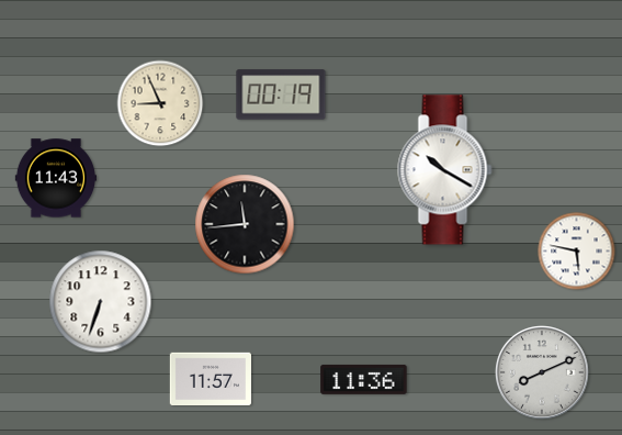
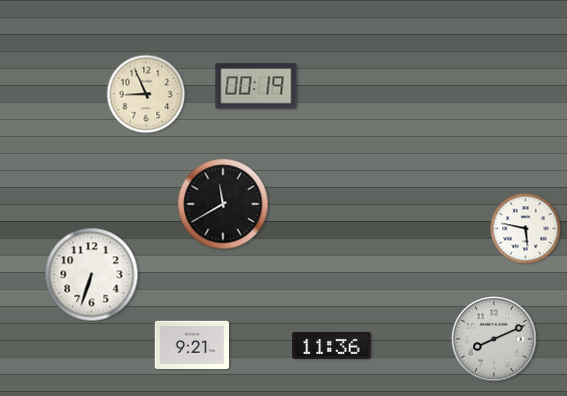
clock at (445, 170): 10:20 -> none
clock at (55, 178): 11:43 -> none
clock at (245, 224): 11:44 -> 11:40
clock at (210, 378): 11:57 -> 9:21
